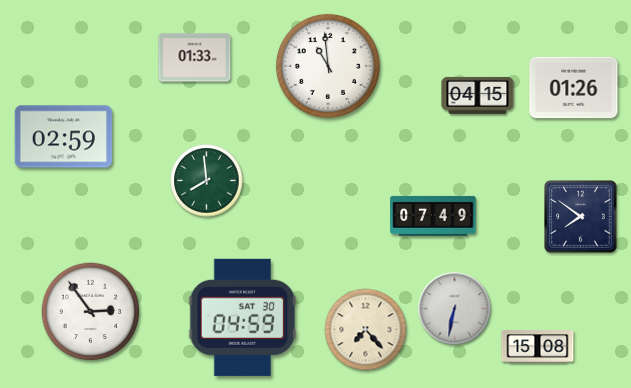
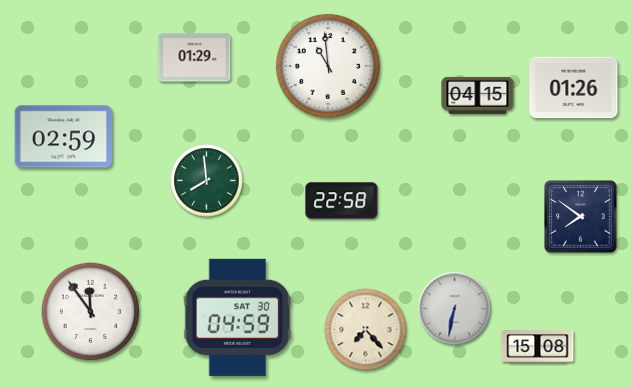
clock at (195, 58): 01:33 -> 01:29
clock at (342, 201): none -> 22:58
clock at (433, 216): 07:49 -> none
clock at (91, 312): 2:54 -> 11:54
clock at (243, 317) position: (243, 317) -> (238, 317)
